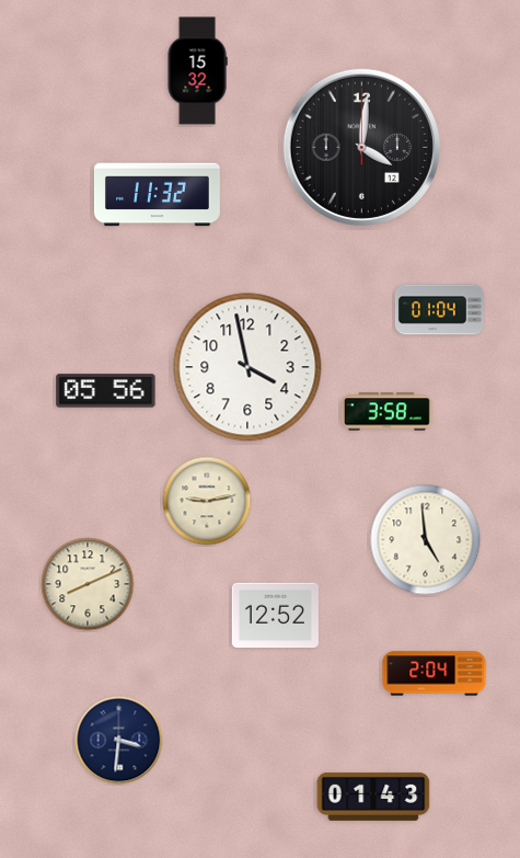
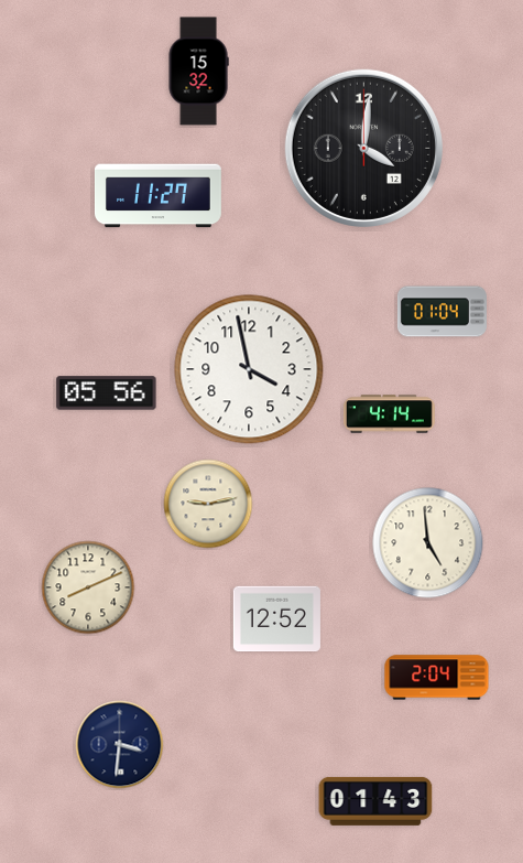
clock at (157, 195): 11:32 -> 11:27
clock at (388, 412): 3:58 -> 4:14
